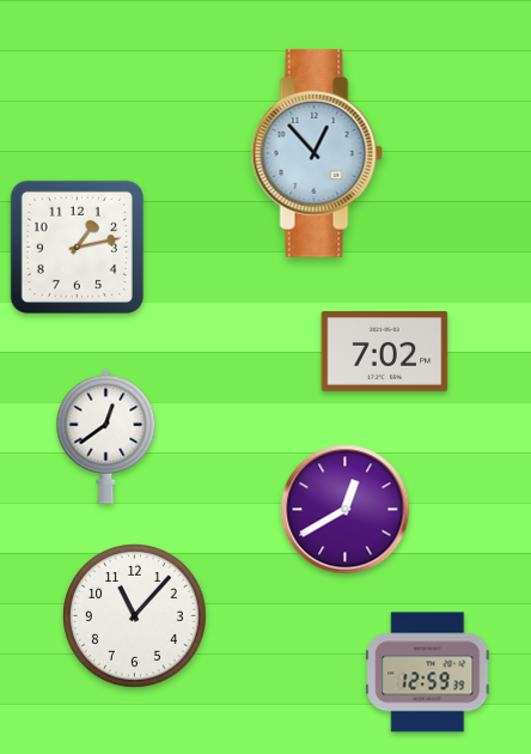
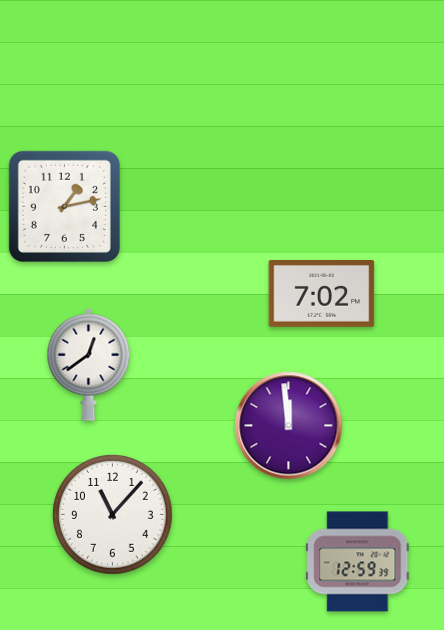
clock at (317, 153): 12:53 -> none
clock at (346, 510): 12:40 -> 11:59
